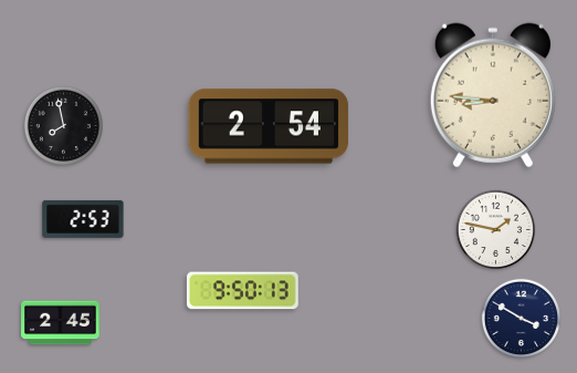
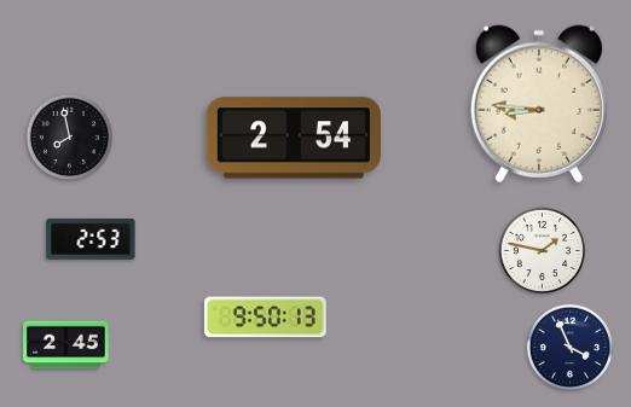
clock at (521, 318): 3:50 -> 3:56
clock at (61, 323) position: (61, 323) -> (66, 345)
